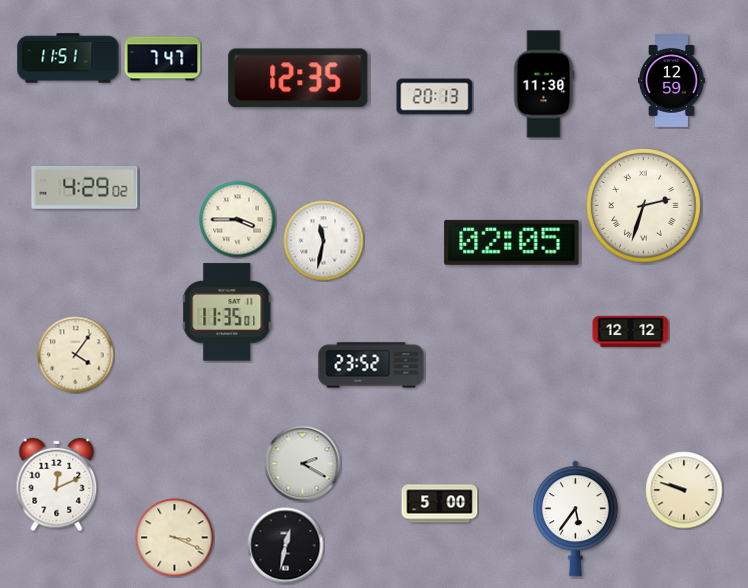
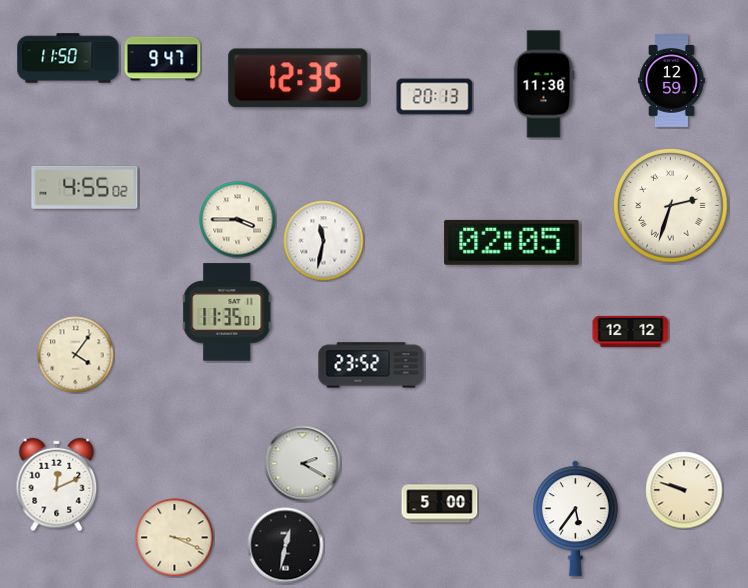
clock at (68, 58): 11:51 -> 11:50
clock at (163, 59): 7:47 -> 9:47
clock at (85, 187): 4:29 -> 4:55
clock at (644, 206) position: (644, 206) -> (671, 206)
